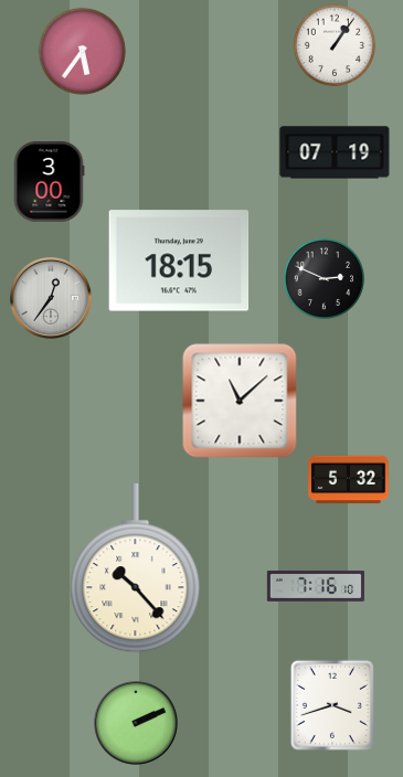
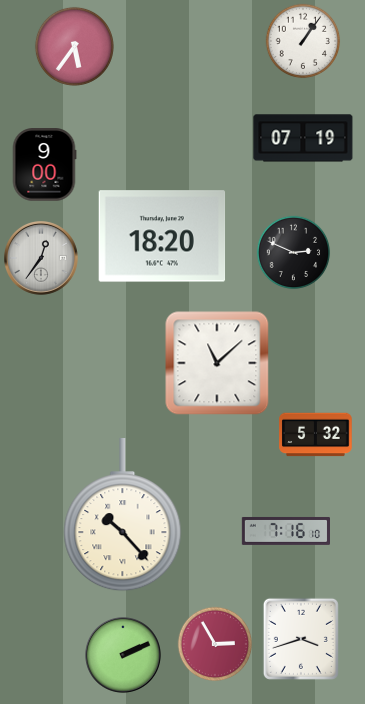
clock at (49, 182): 3:00 -> 9:00
clock at (179, 260): 18:15 -> 18:20
clock at (52, 299) position: (52, 299) -> (42, 259)
clock at (215, 644): none -> 2:55
